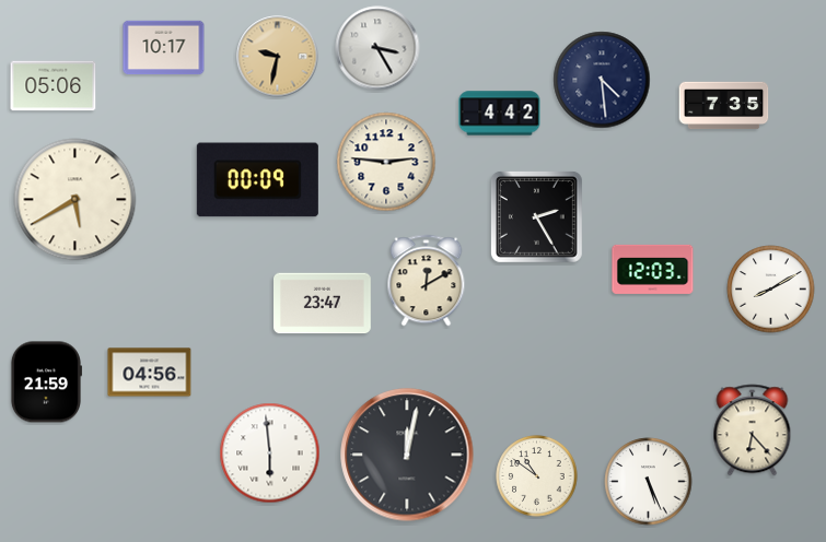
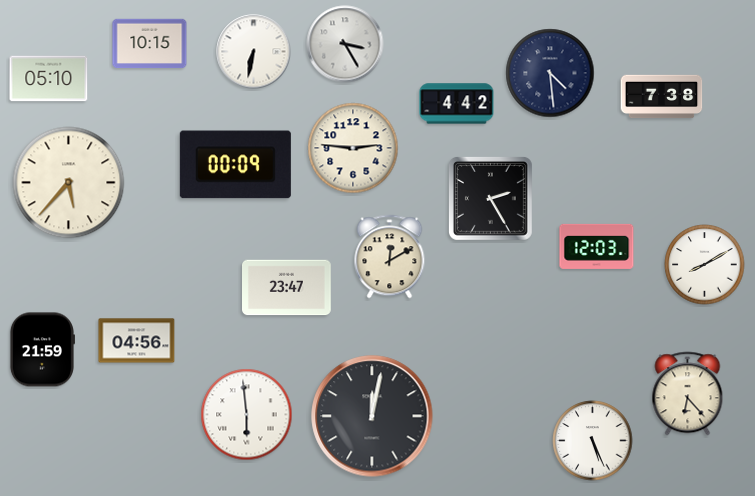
clock at (164, 48): 10:17 -> 10:15
clock at (278, 57): 9:32 -> 6:32
clock at (278, 57) dial: champagne -> white
clock at (54, 86): 05:06 -> 05:10
clock at (724, 106): 7:35 -> 7:38
clock at (75, 200): 5:40 -> 5:37
clock at (323, 304) position: (323, 304) -> (287, 288)
clock at (537, 476): 10:51 -> none
